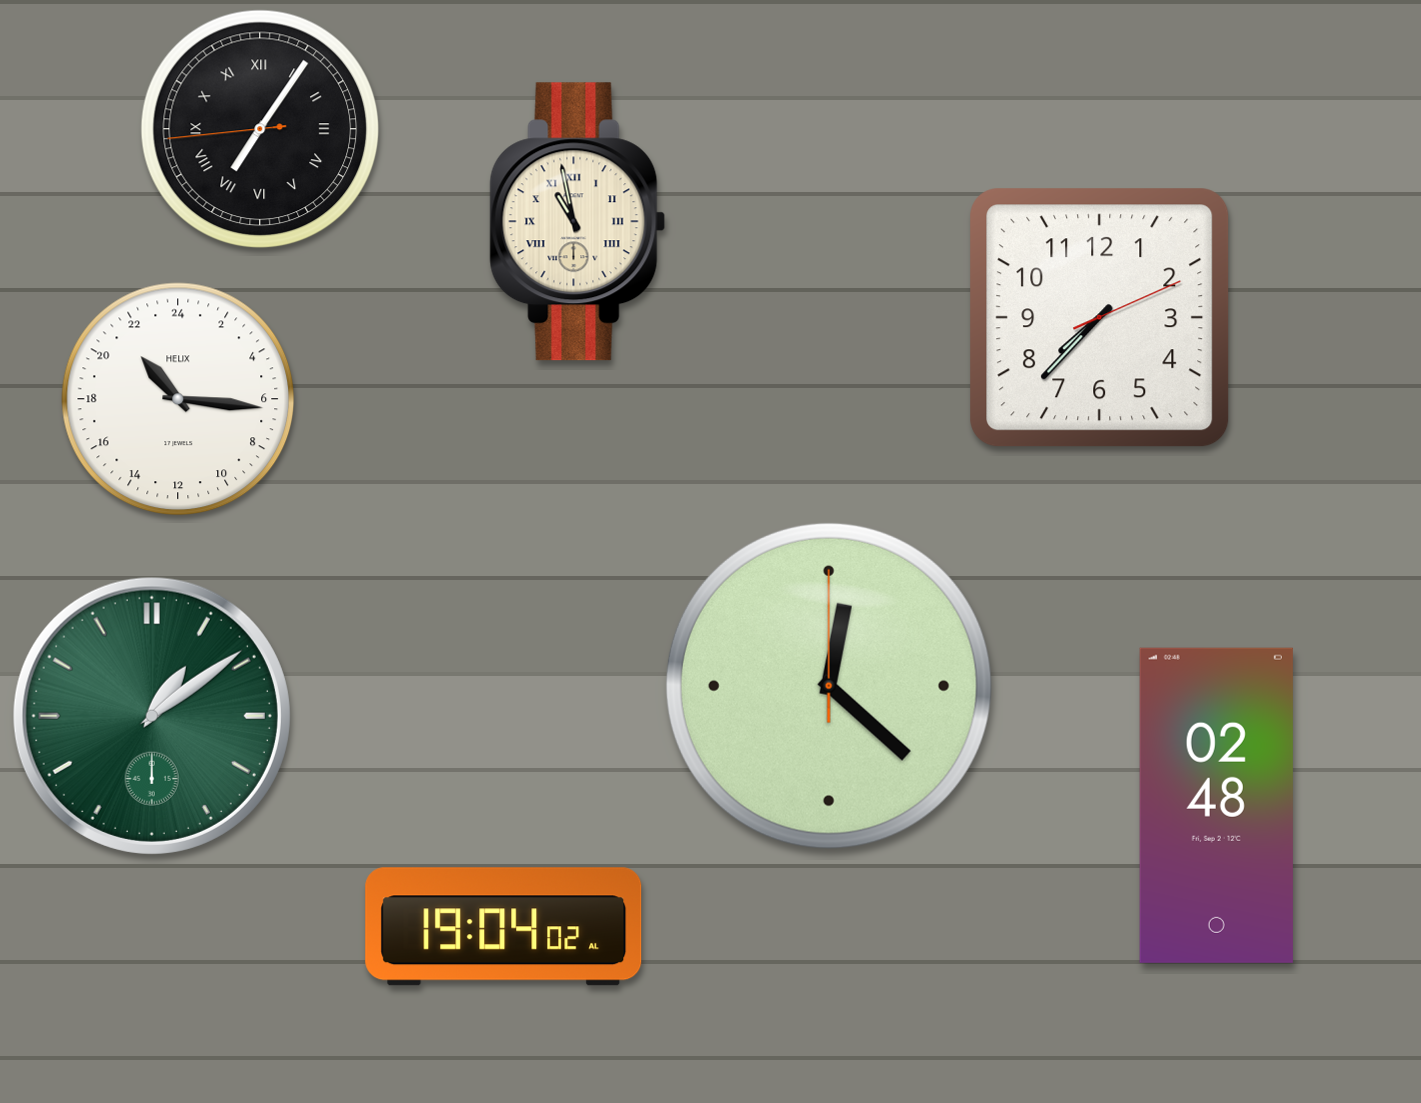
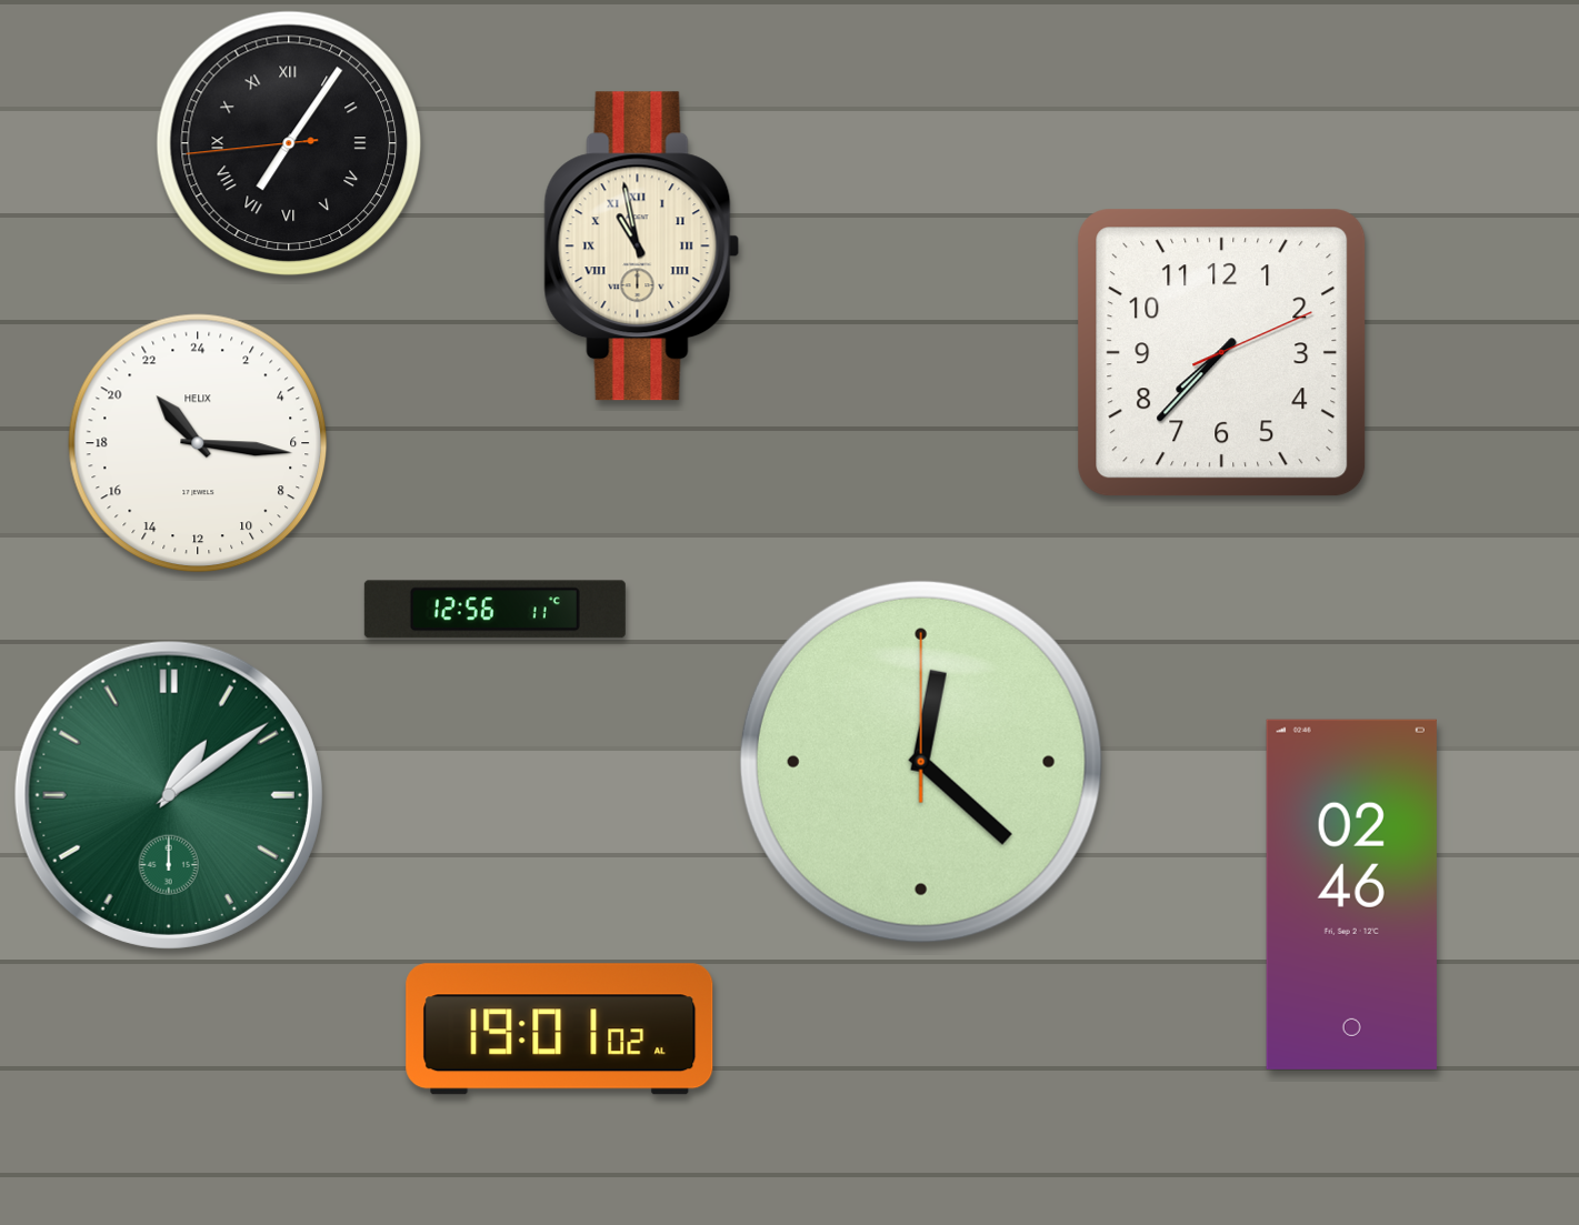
clock at (494, 610): none -> 12:56
clock at (1216, 805): 02:48 -> 02:46
clock at (504, 927): 19:04 -> 19:01
